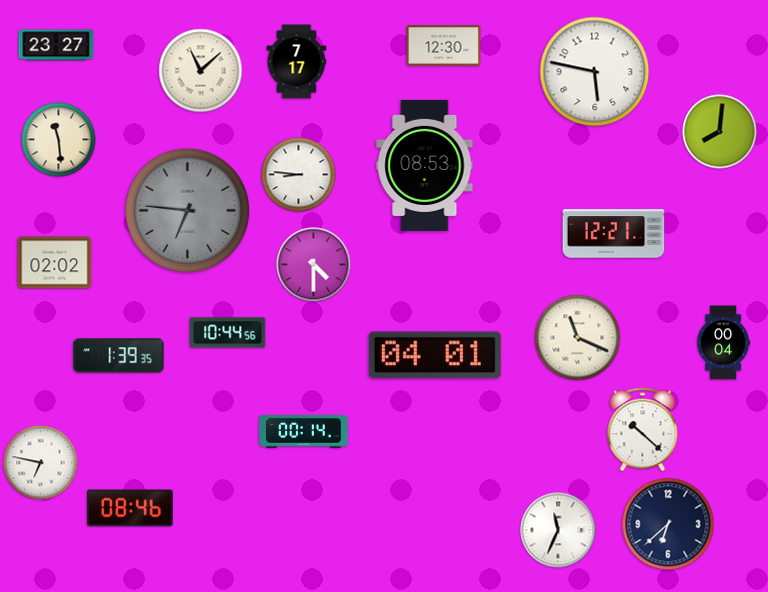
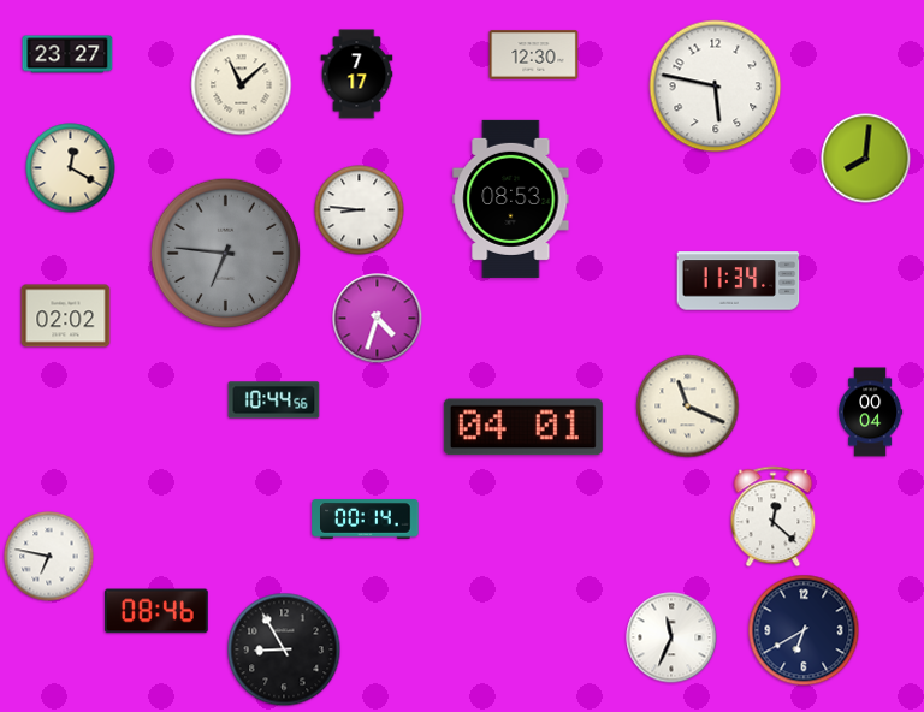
clock at (59, 140): 11:29 -> 12:20
clock at (614, 234): 12:21 -> 11:34
clock at (314, 265): 4:30 -> 4:33
clock at (578, 338) position: (578, 338) -> (688, 407)
clock at (119, 356): 1:39 -> none
clock at (643, 430): 10:22 -> 12:22
clock at (668, 524): 6:38 -> 6:40
clock at (284, 649): none -> 8:55
